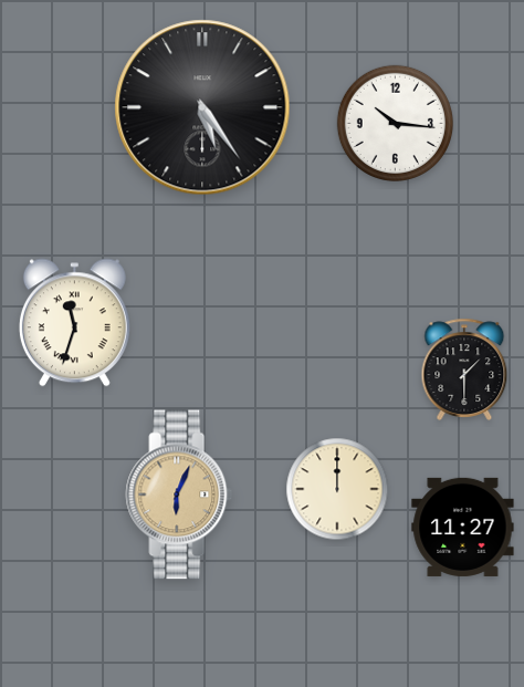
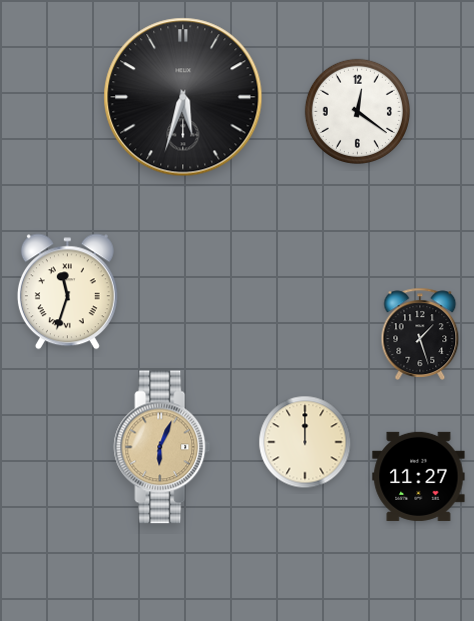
clock at (202, 107): 5:24 -> 5:33
clock at (395, 123): 10:16 -> 12:21
clock at (464, 369): 1:30 -> 1:27
